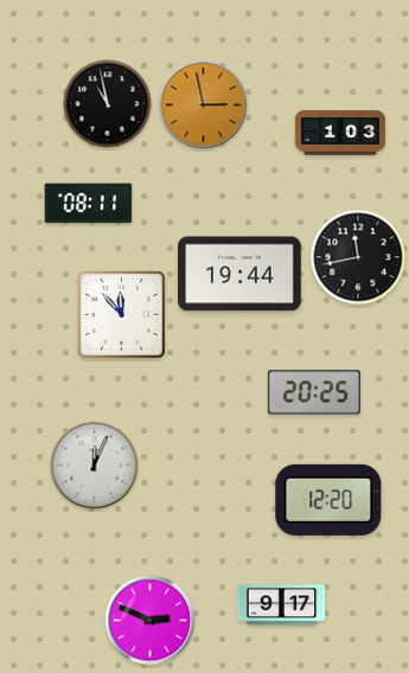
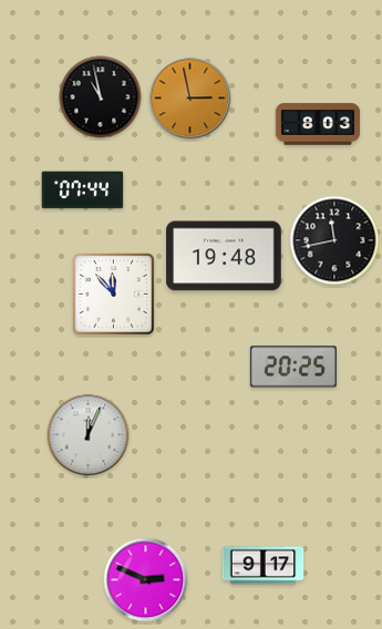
clock at (340, 133): 1:03 -> 8:03
clock at (89, 204): 08:11 -> 07:44
clock at (239, 274): 19:44 -> 19:48
clock at (328, 500): 12:20 -> none
clock at (151, 621) position: (151, 621) -> (146, 580)
